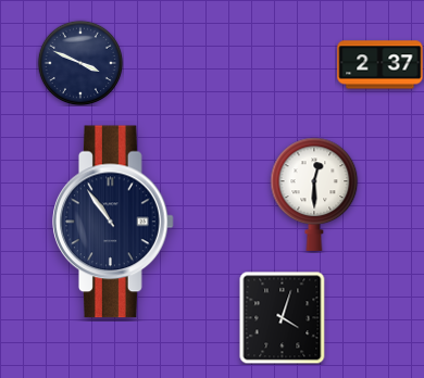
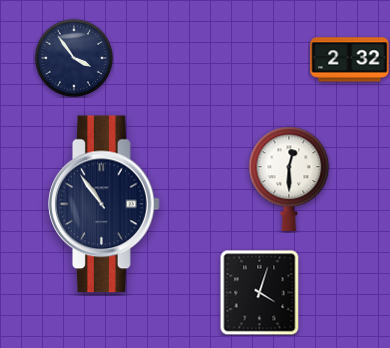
clock at (79, 62): 3:49 -> 3:54
clock at (381, 65): 2:37 -> 2:32
